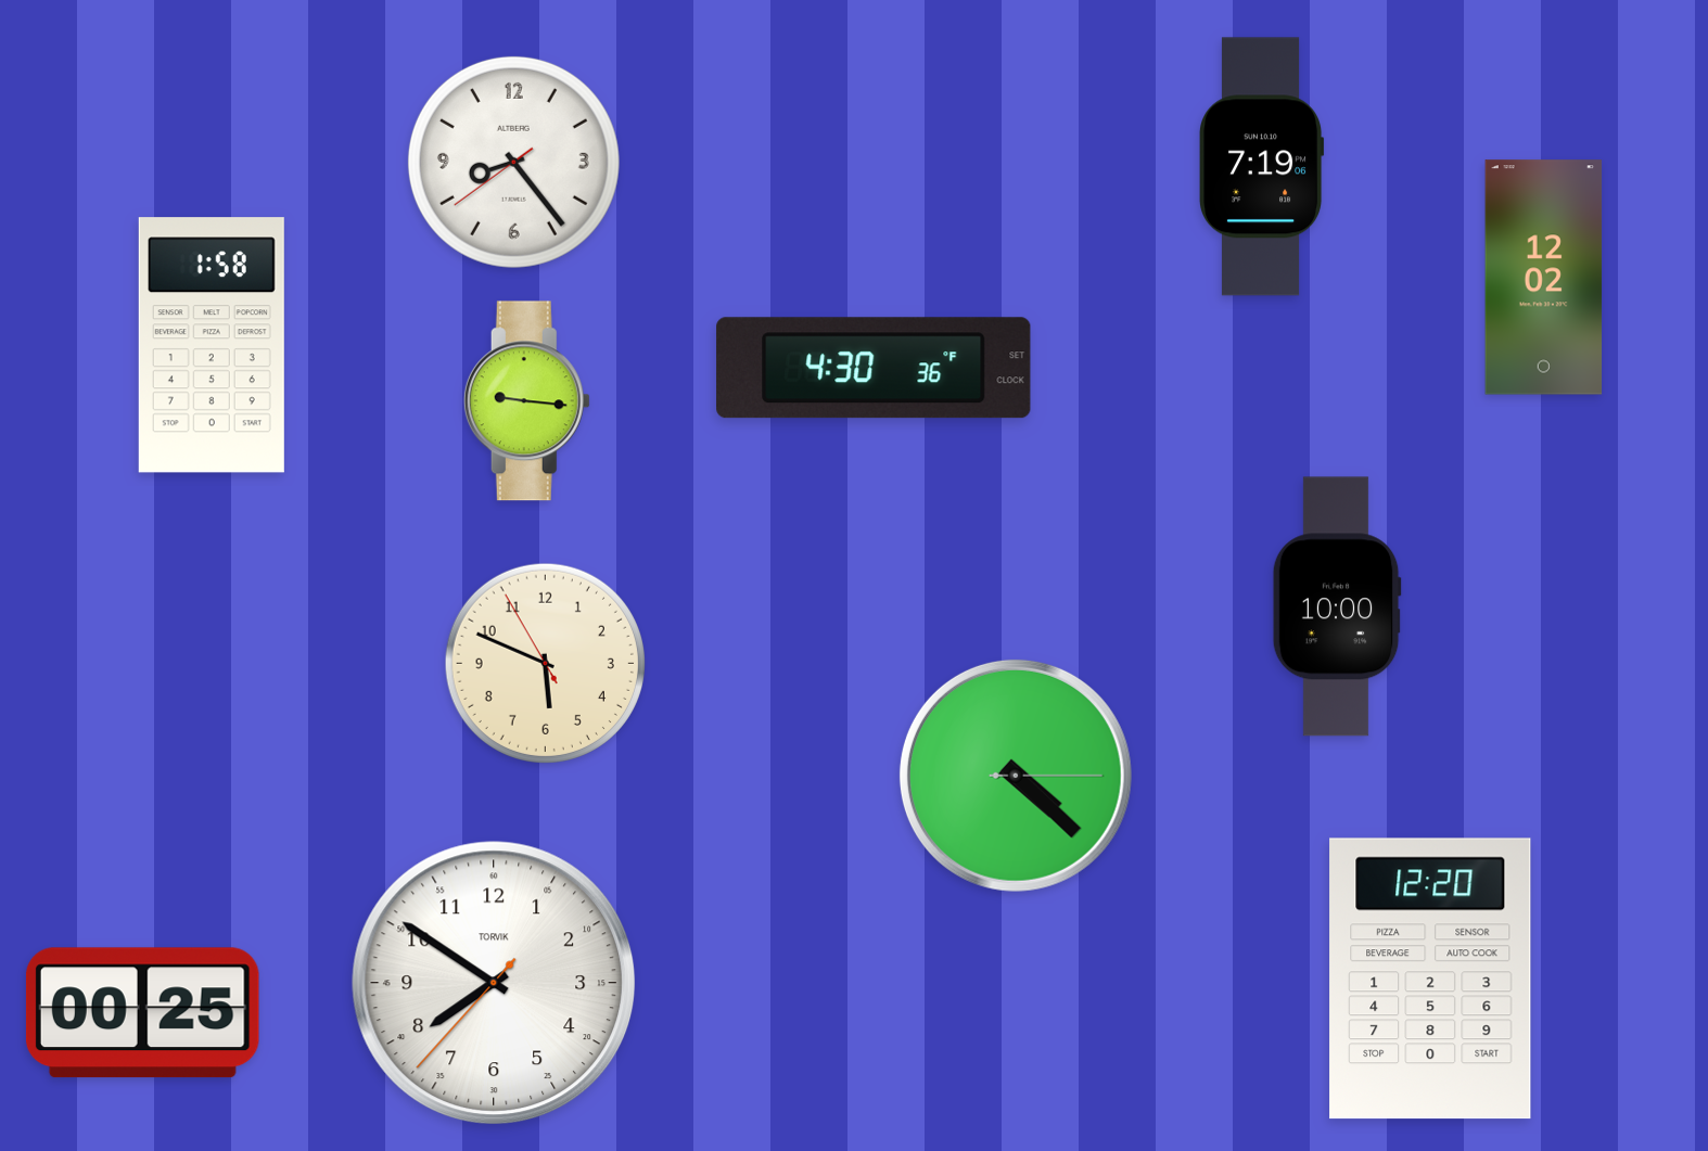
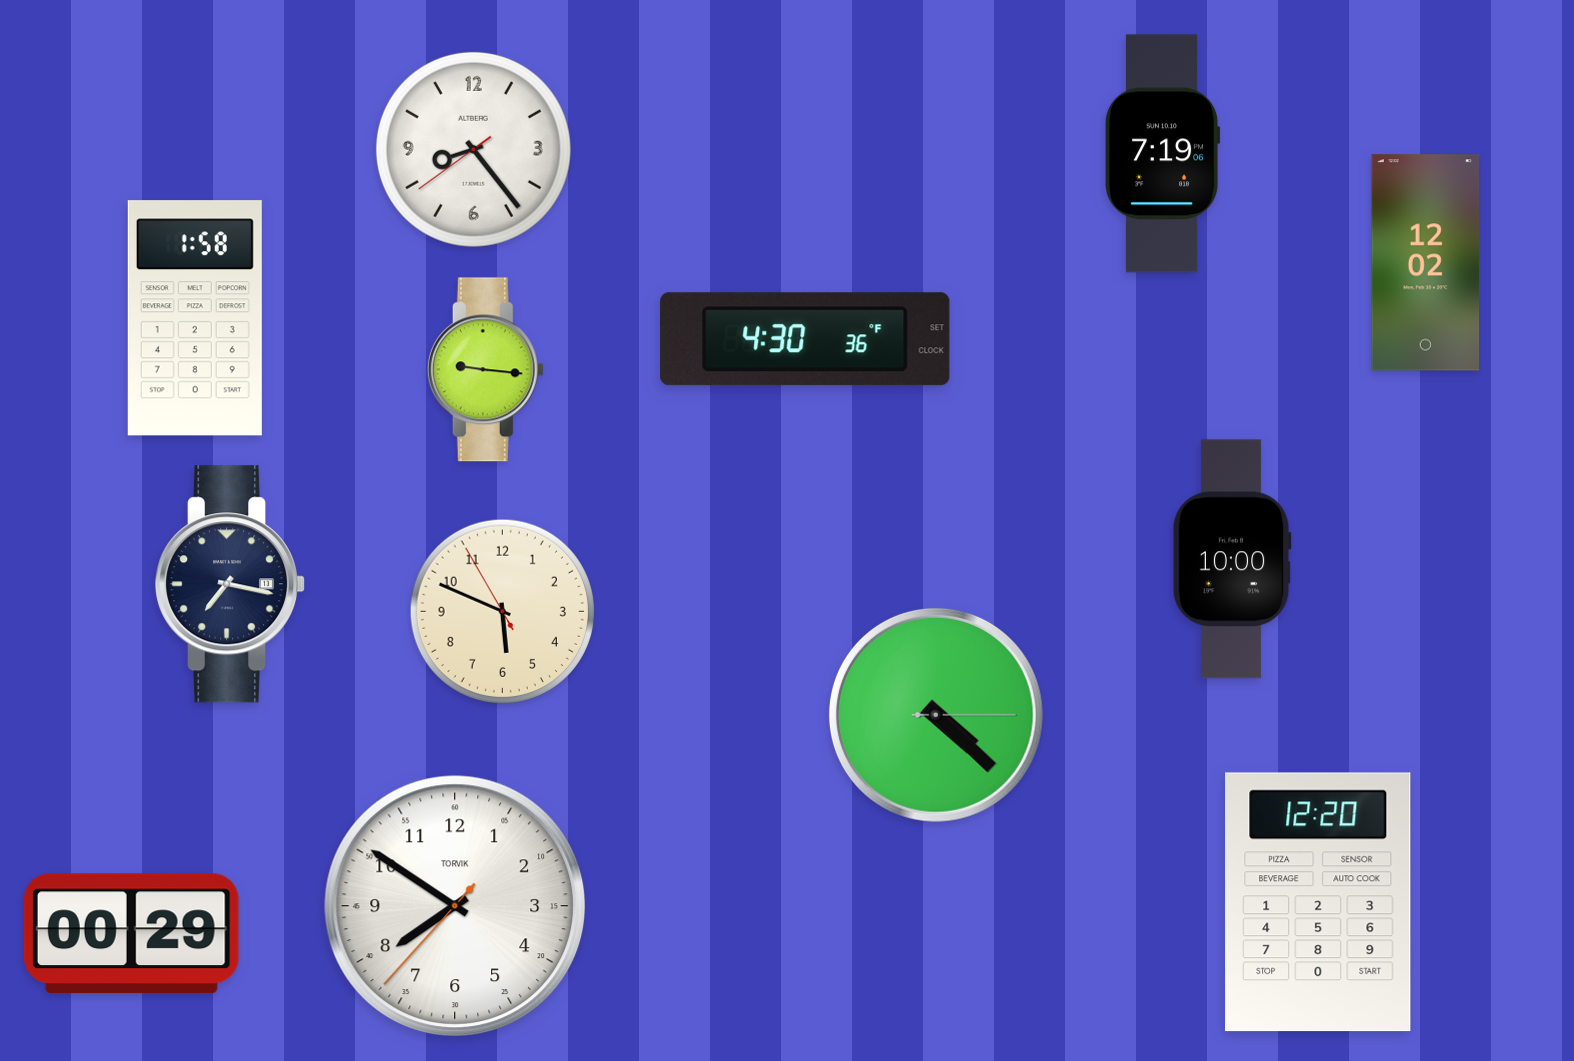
clock at (1544, 278) position: (1544, 278) -> (1426, 263)
clock at (231, 584): none -> 7:17
clock at (142, 1013): 00:25 -> 00:29
